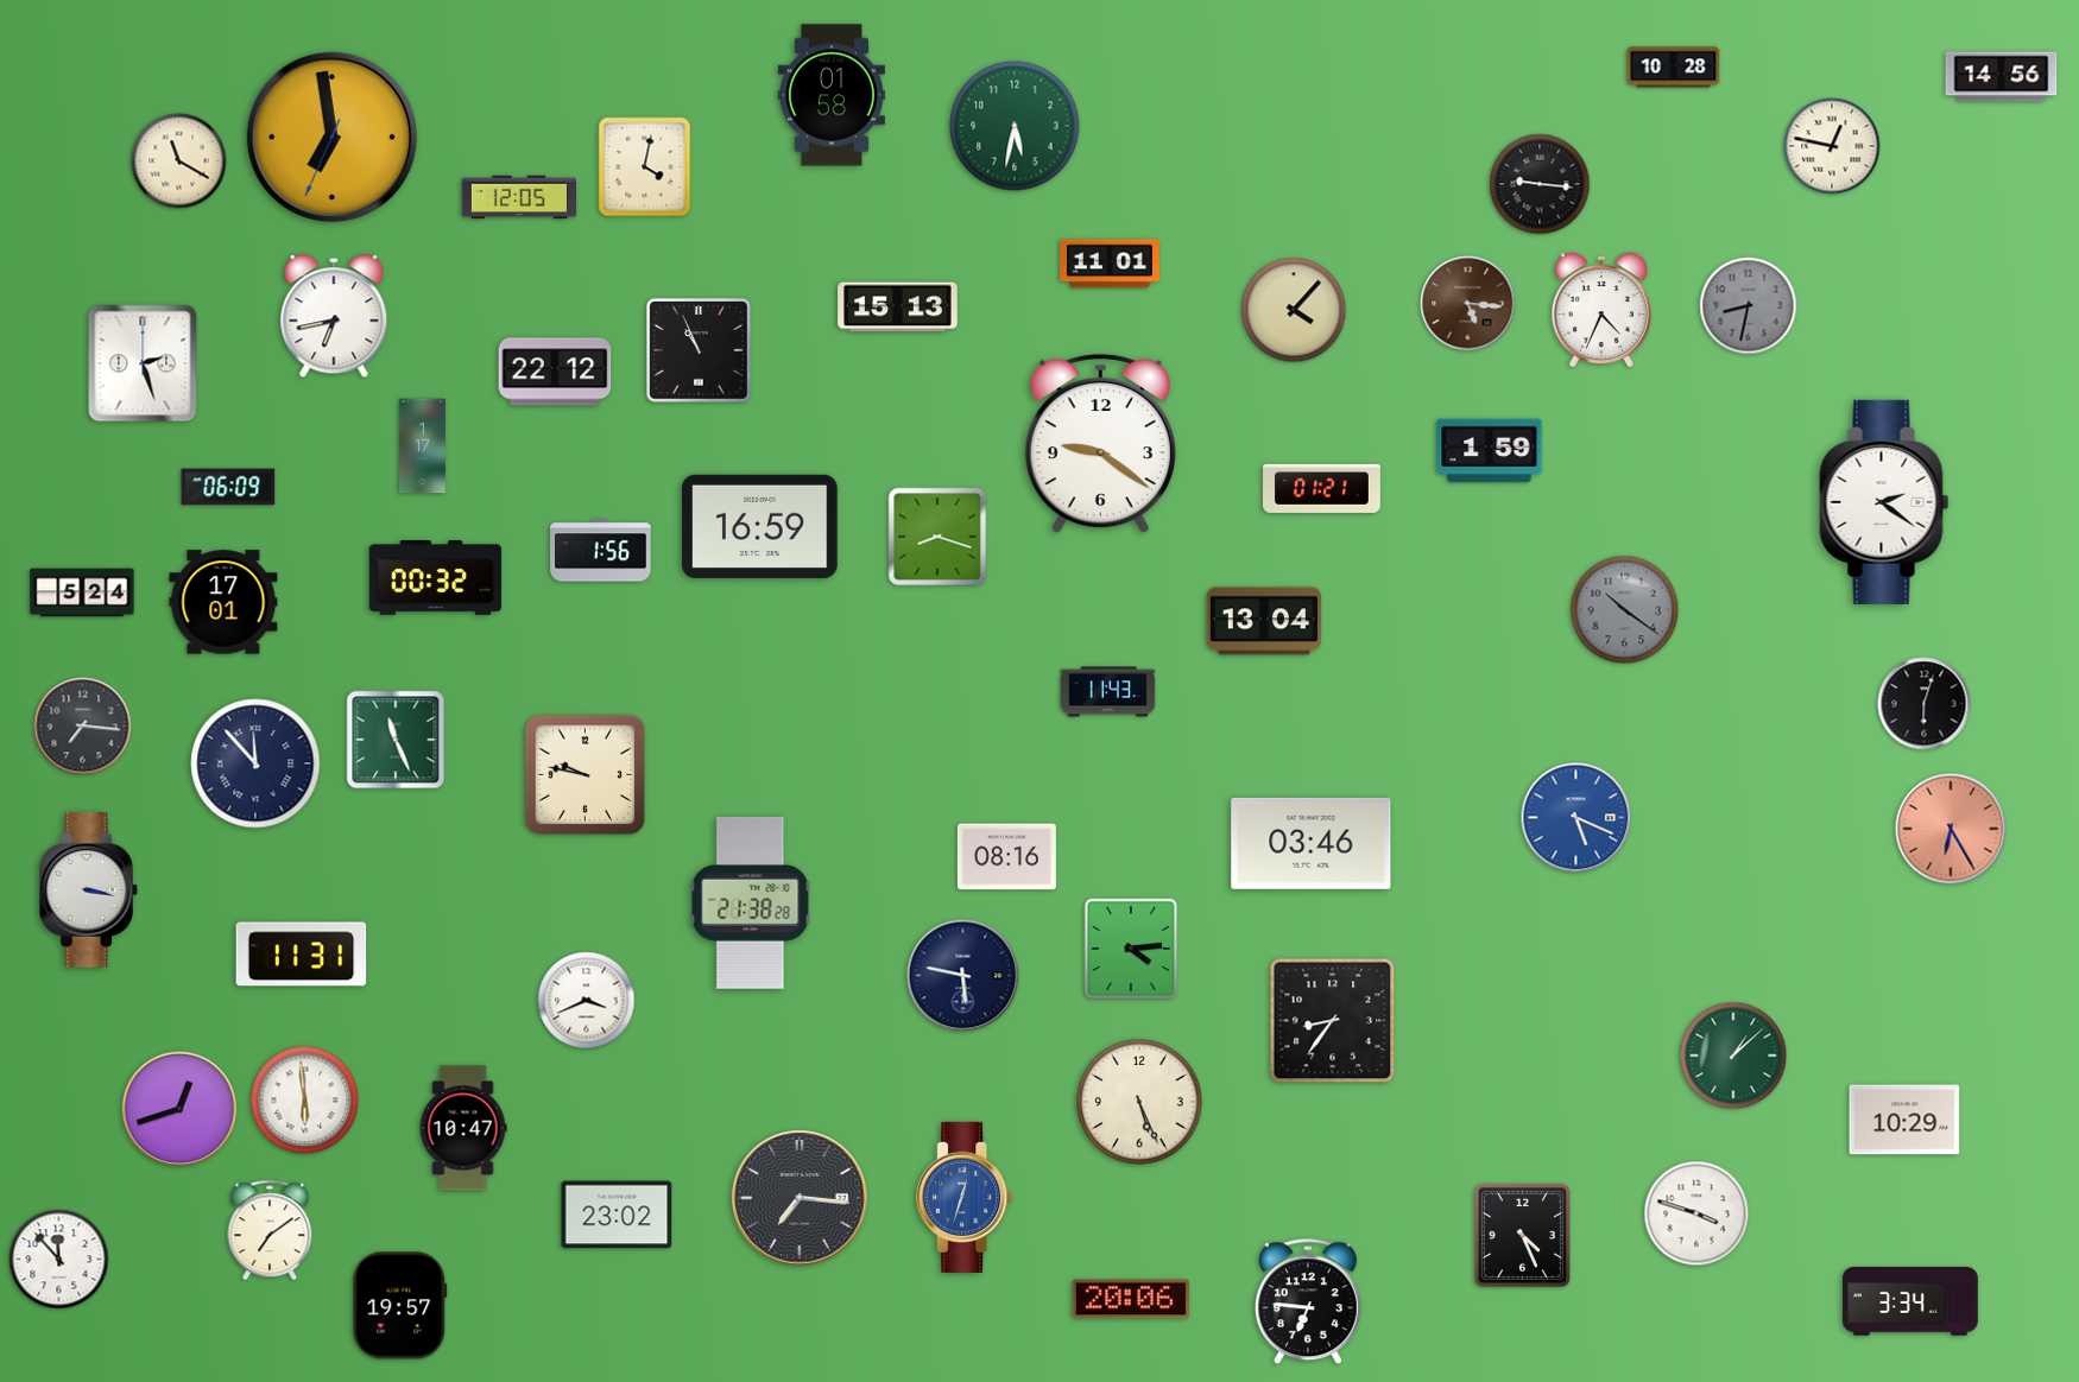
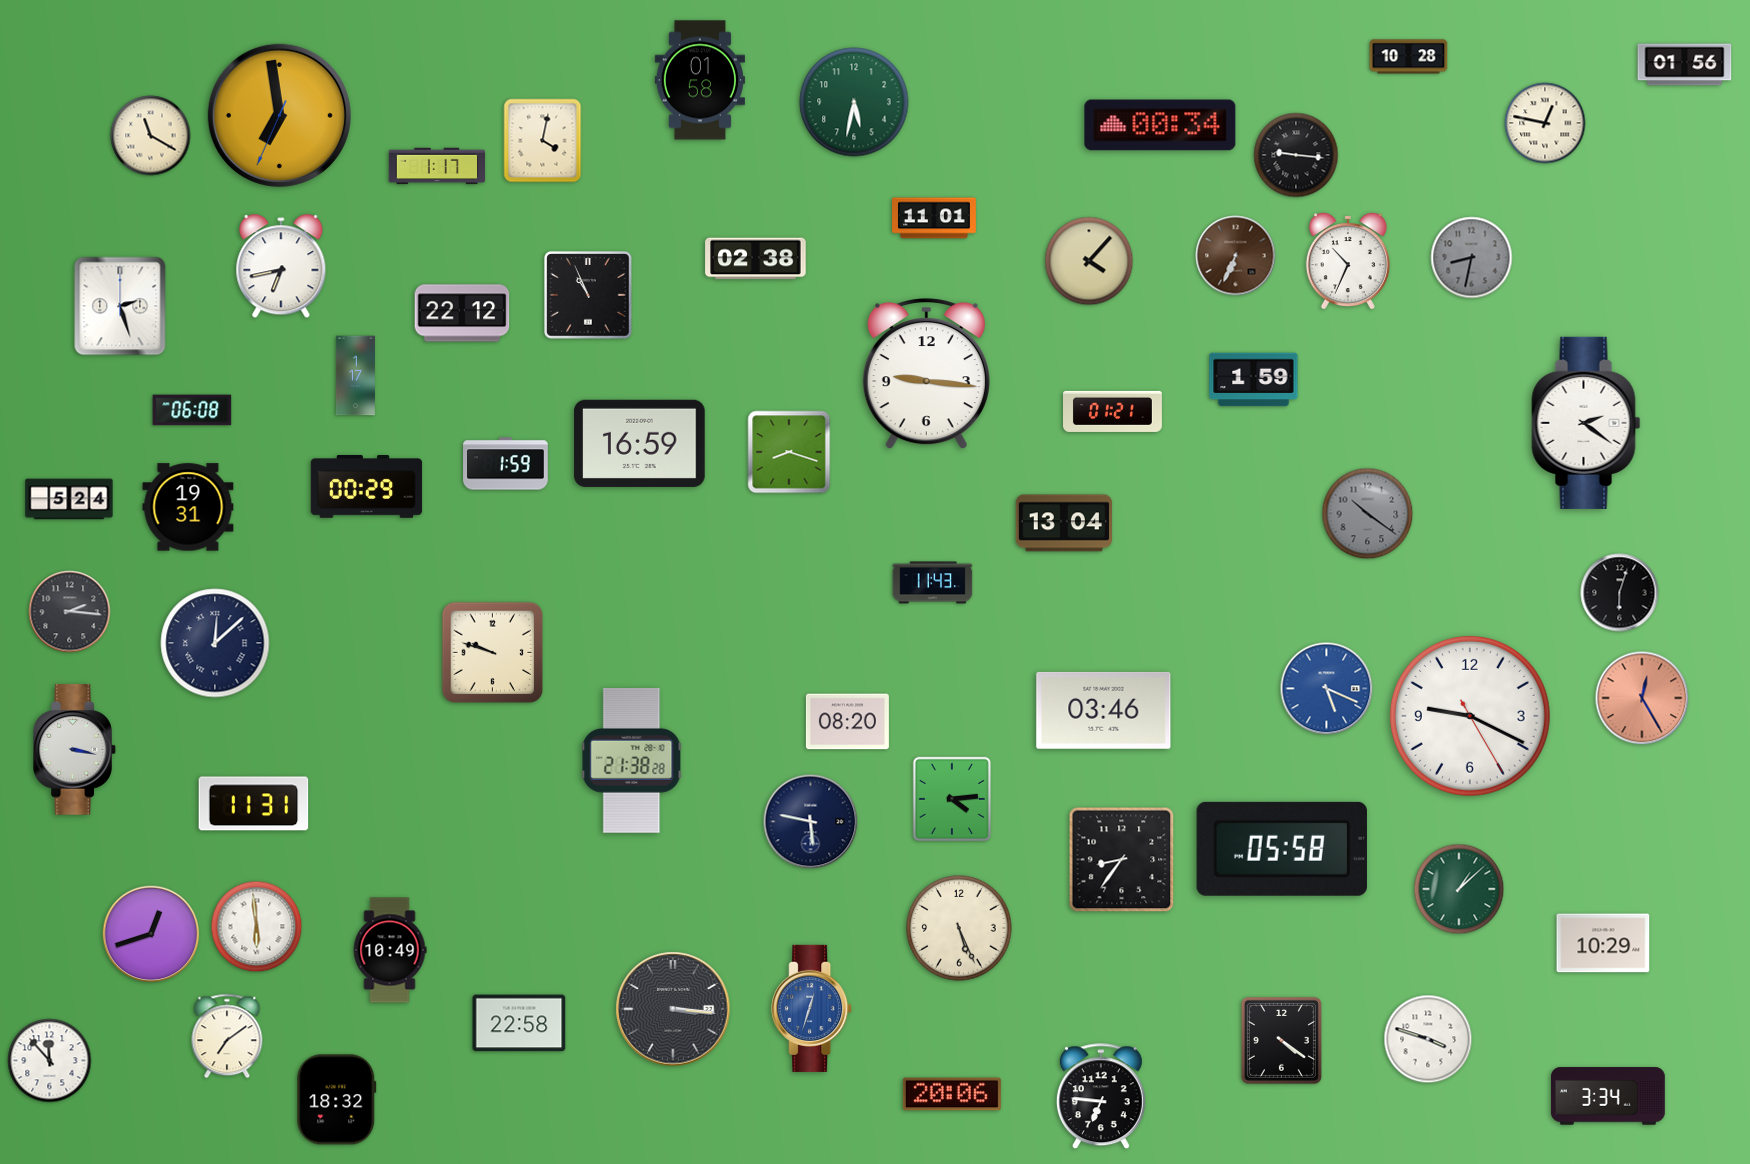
clock at (2002, 77): 14:56 -> 01:56
clock at (1015, 126) position: (1015, 126) -> (854, 102)
clock at (1832, 146) position: (1832, 146) -> (1545, 123)
clock at (1160, 125): none -> 00:34
clock at (519, 197): 12:05 -> 1:17
clock at (1111, 264) position: (1111, 264) -> (935, 218)
clock at (1468, 304): 5:16 -> 6:34
clock at (898, 308): 15:13 -> 02:38
clock at (1601, 310): 4:34 -> 10:34
clock at (555, 372) position: (555, 372) -> (462, 313)
clock at (1100, 444): 9:21 -> 9:16
clock at (228, 487): 06:09 -> 06:08
clock at (601, 551): 1:56 -> 1:59
clock at (436, 578): 00:32 -> 00:29
clock at (223, 602): 17:01 -> 19:31
clock at (83, 727): 7:16 -> 2:16
clock at (396, 740): 11:26 -> none
clock at (255, 763): 11:53 -> 12:08
clock at (586, 775): 9:47 -> 9:48
clock at (1951, 829): 6:25 -> 12:25
clock at (1470, 716): none -> 9:19
clock at (1006, 857): 08:16 -> 08:20
clock at (587, 1001): 3:41 -> none
clock at (1282, 849): none -> 05:58
clock at (463, 1128): 10:47 -> 10:49
clock at (800, 1198): 7:16 -> 3:16
clock at (1696, 1213) position: (1696, 1213) -> (1428, 1039)
clock at (617, 1215): 23:02 -> 22:58
clock at (1522, 1235): 4:26 -> 4:21
clock at (400, 1306): 19:57 -> 18:32
